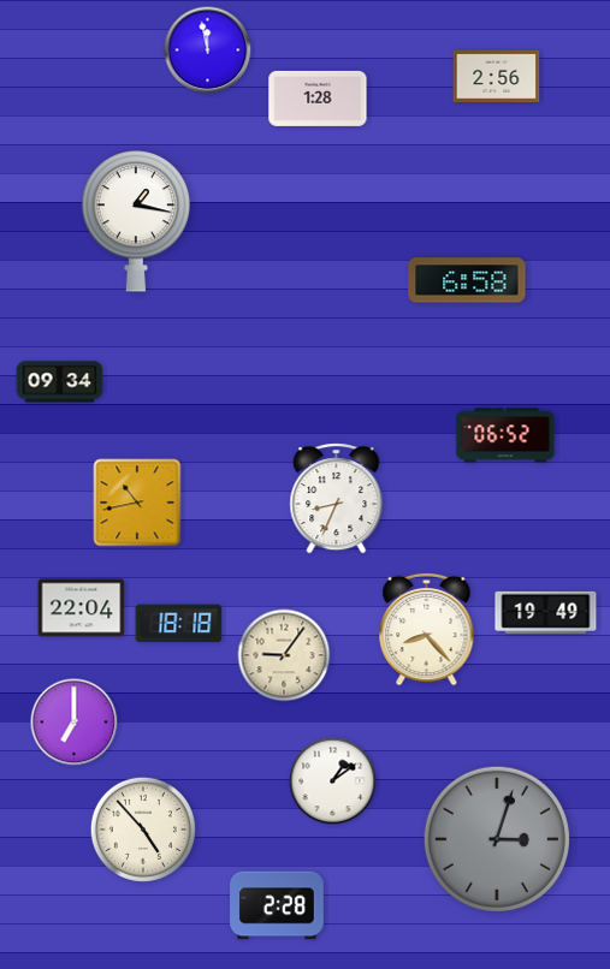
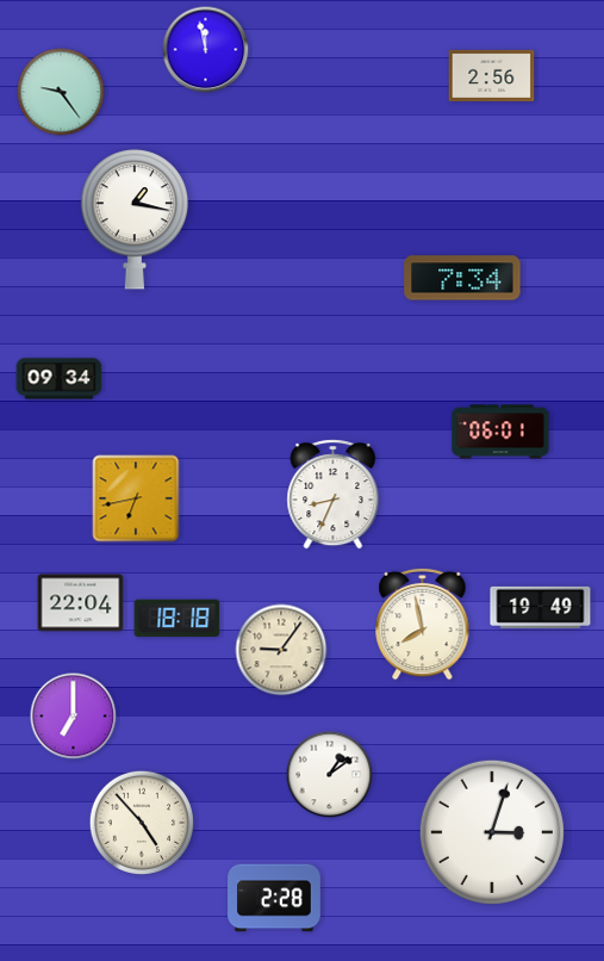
clock at (61, 92): none -> 9:24
clock at (318, 99): 1:28 -> none
clock at (467, 280): 6:58 -> 7:34
clock at (505, 435): 06:52 -> 06:01
clock at (137, 503): 10:43 -> 6:43
clock at (427, 629): 8:23 -> 7:58
clock at (496, 839) dial: grey -> white
